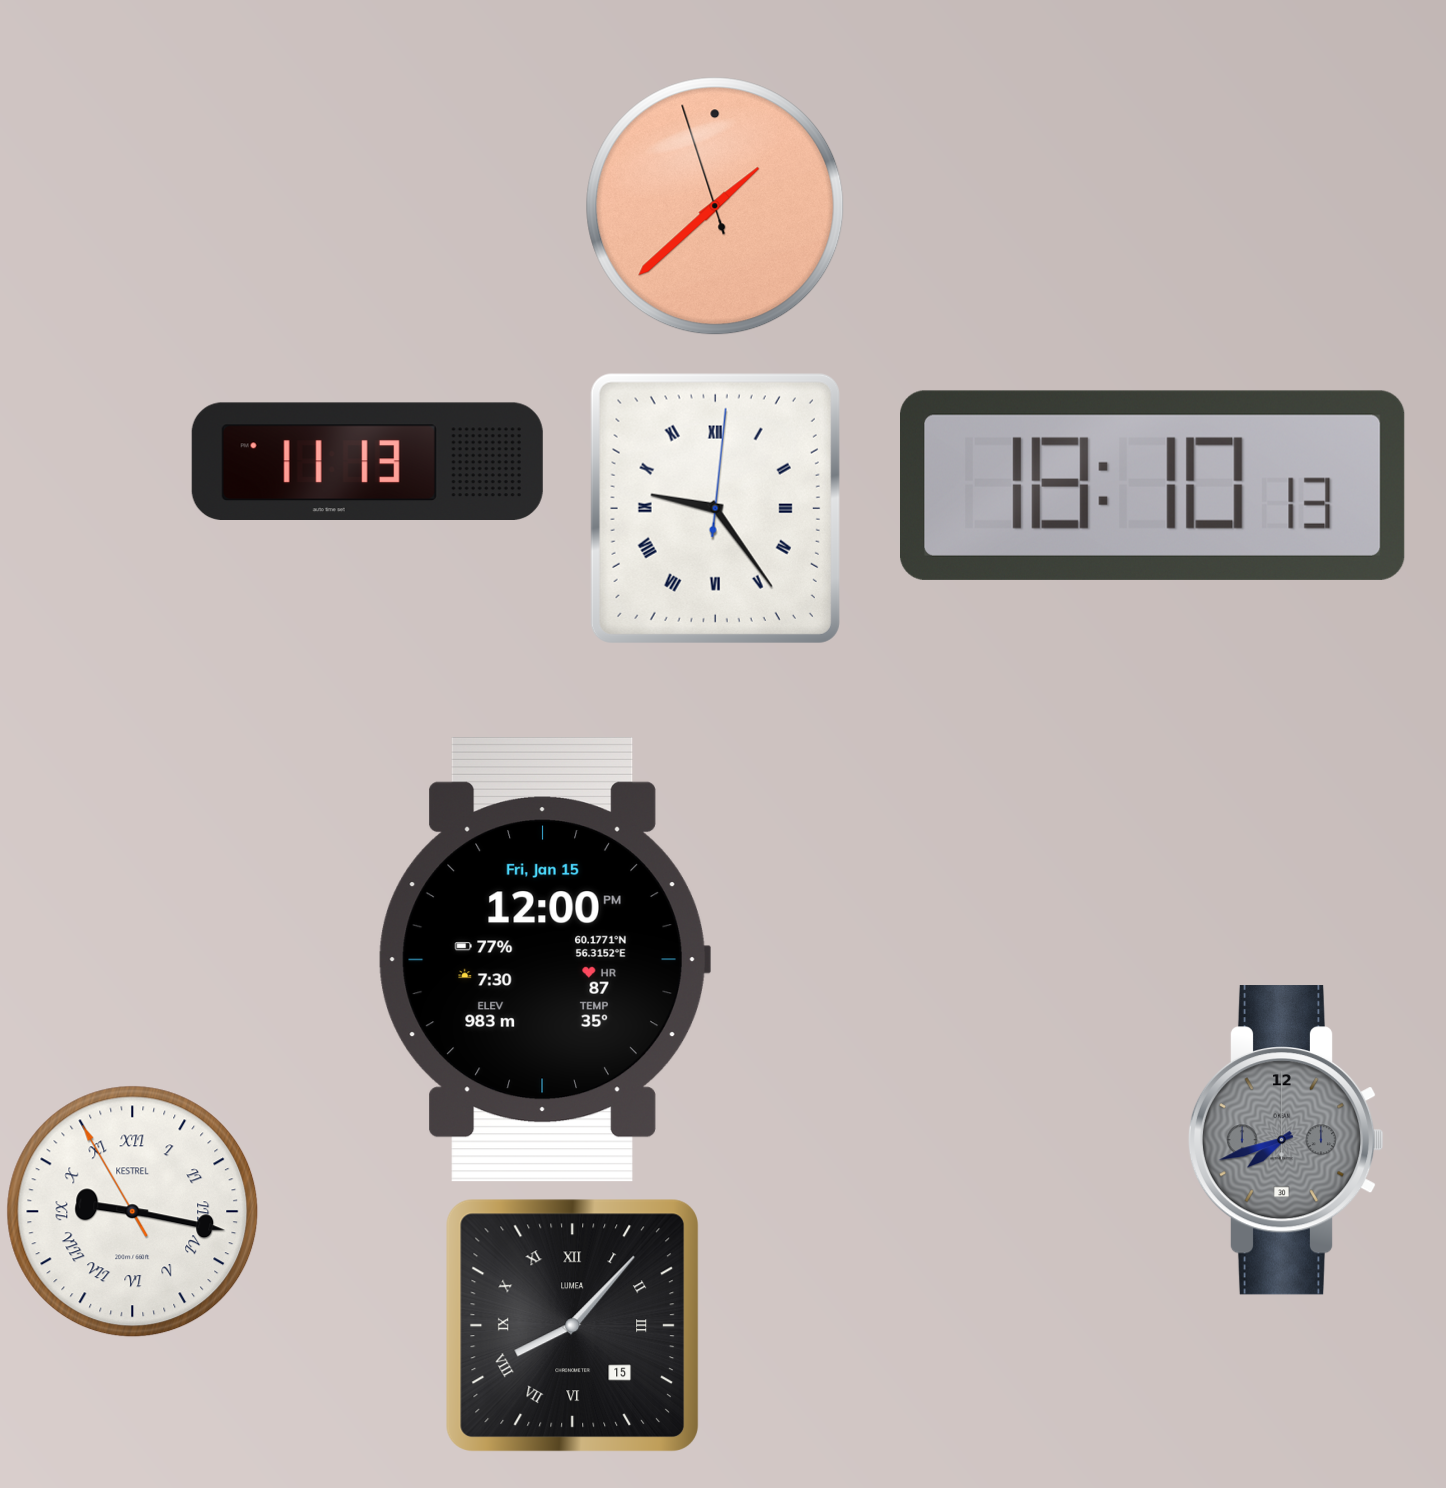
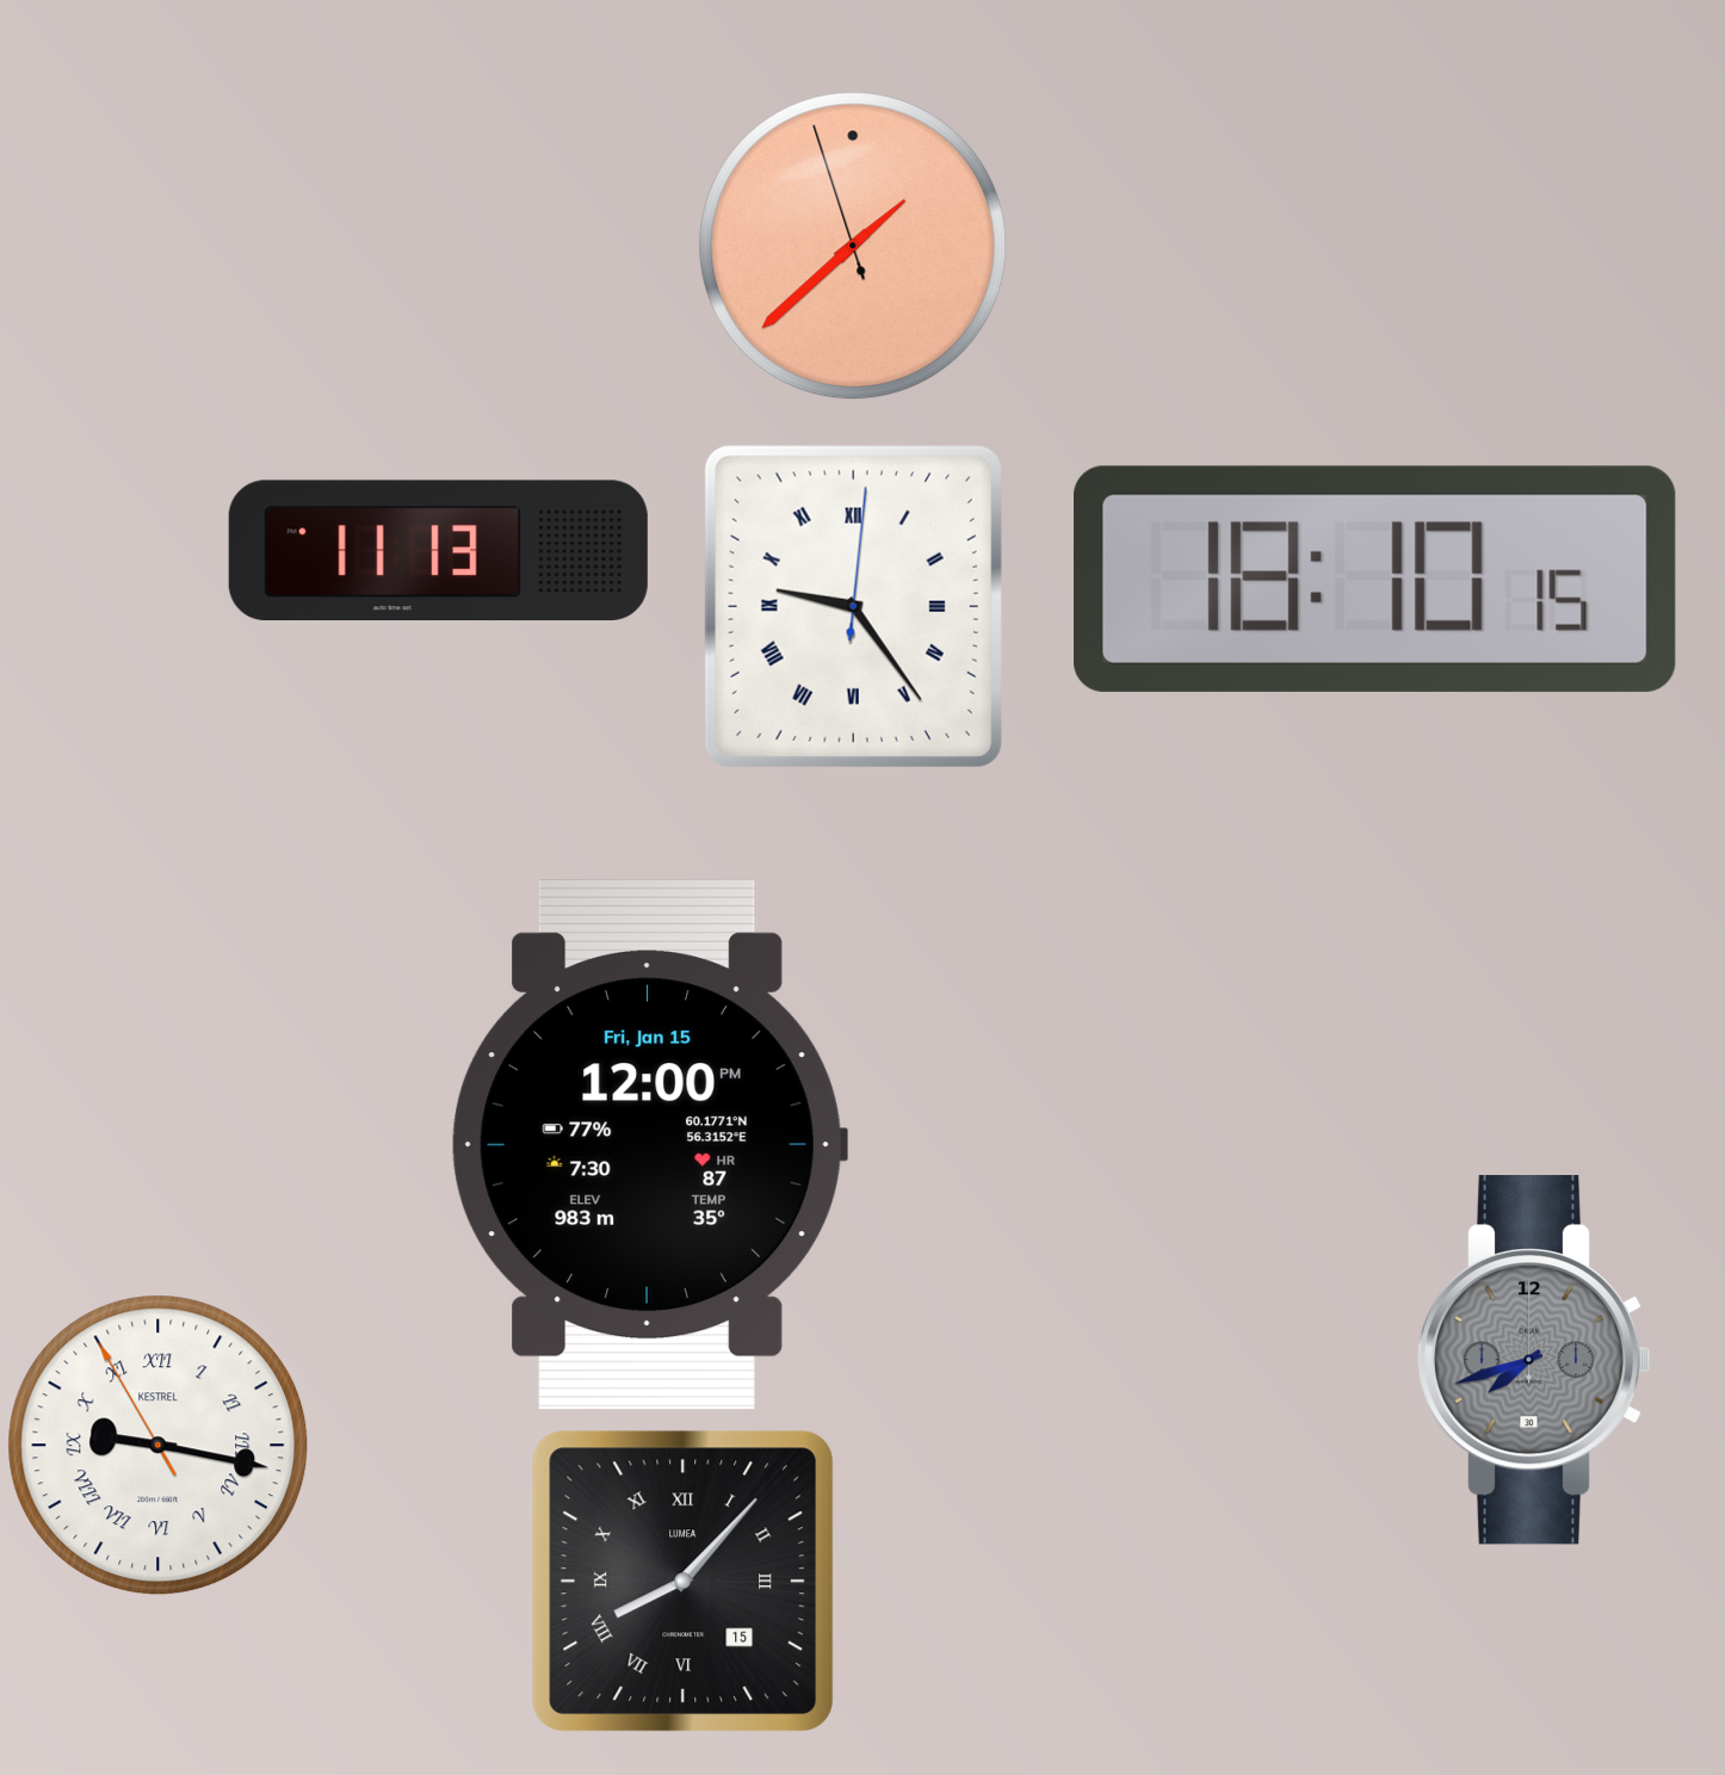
clock at (1153, 485): 18:10:13 -> 18:10:15
